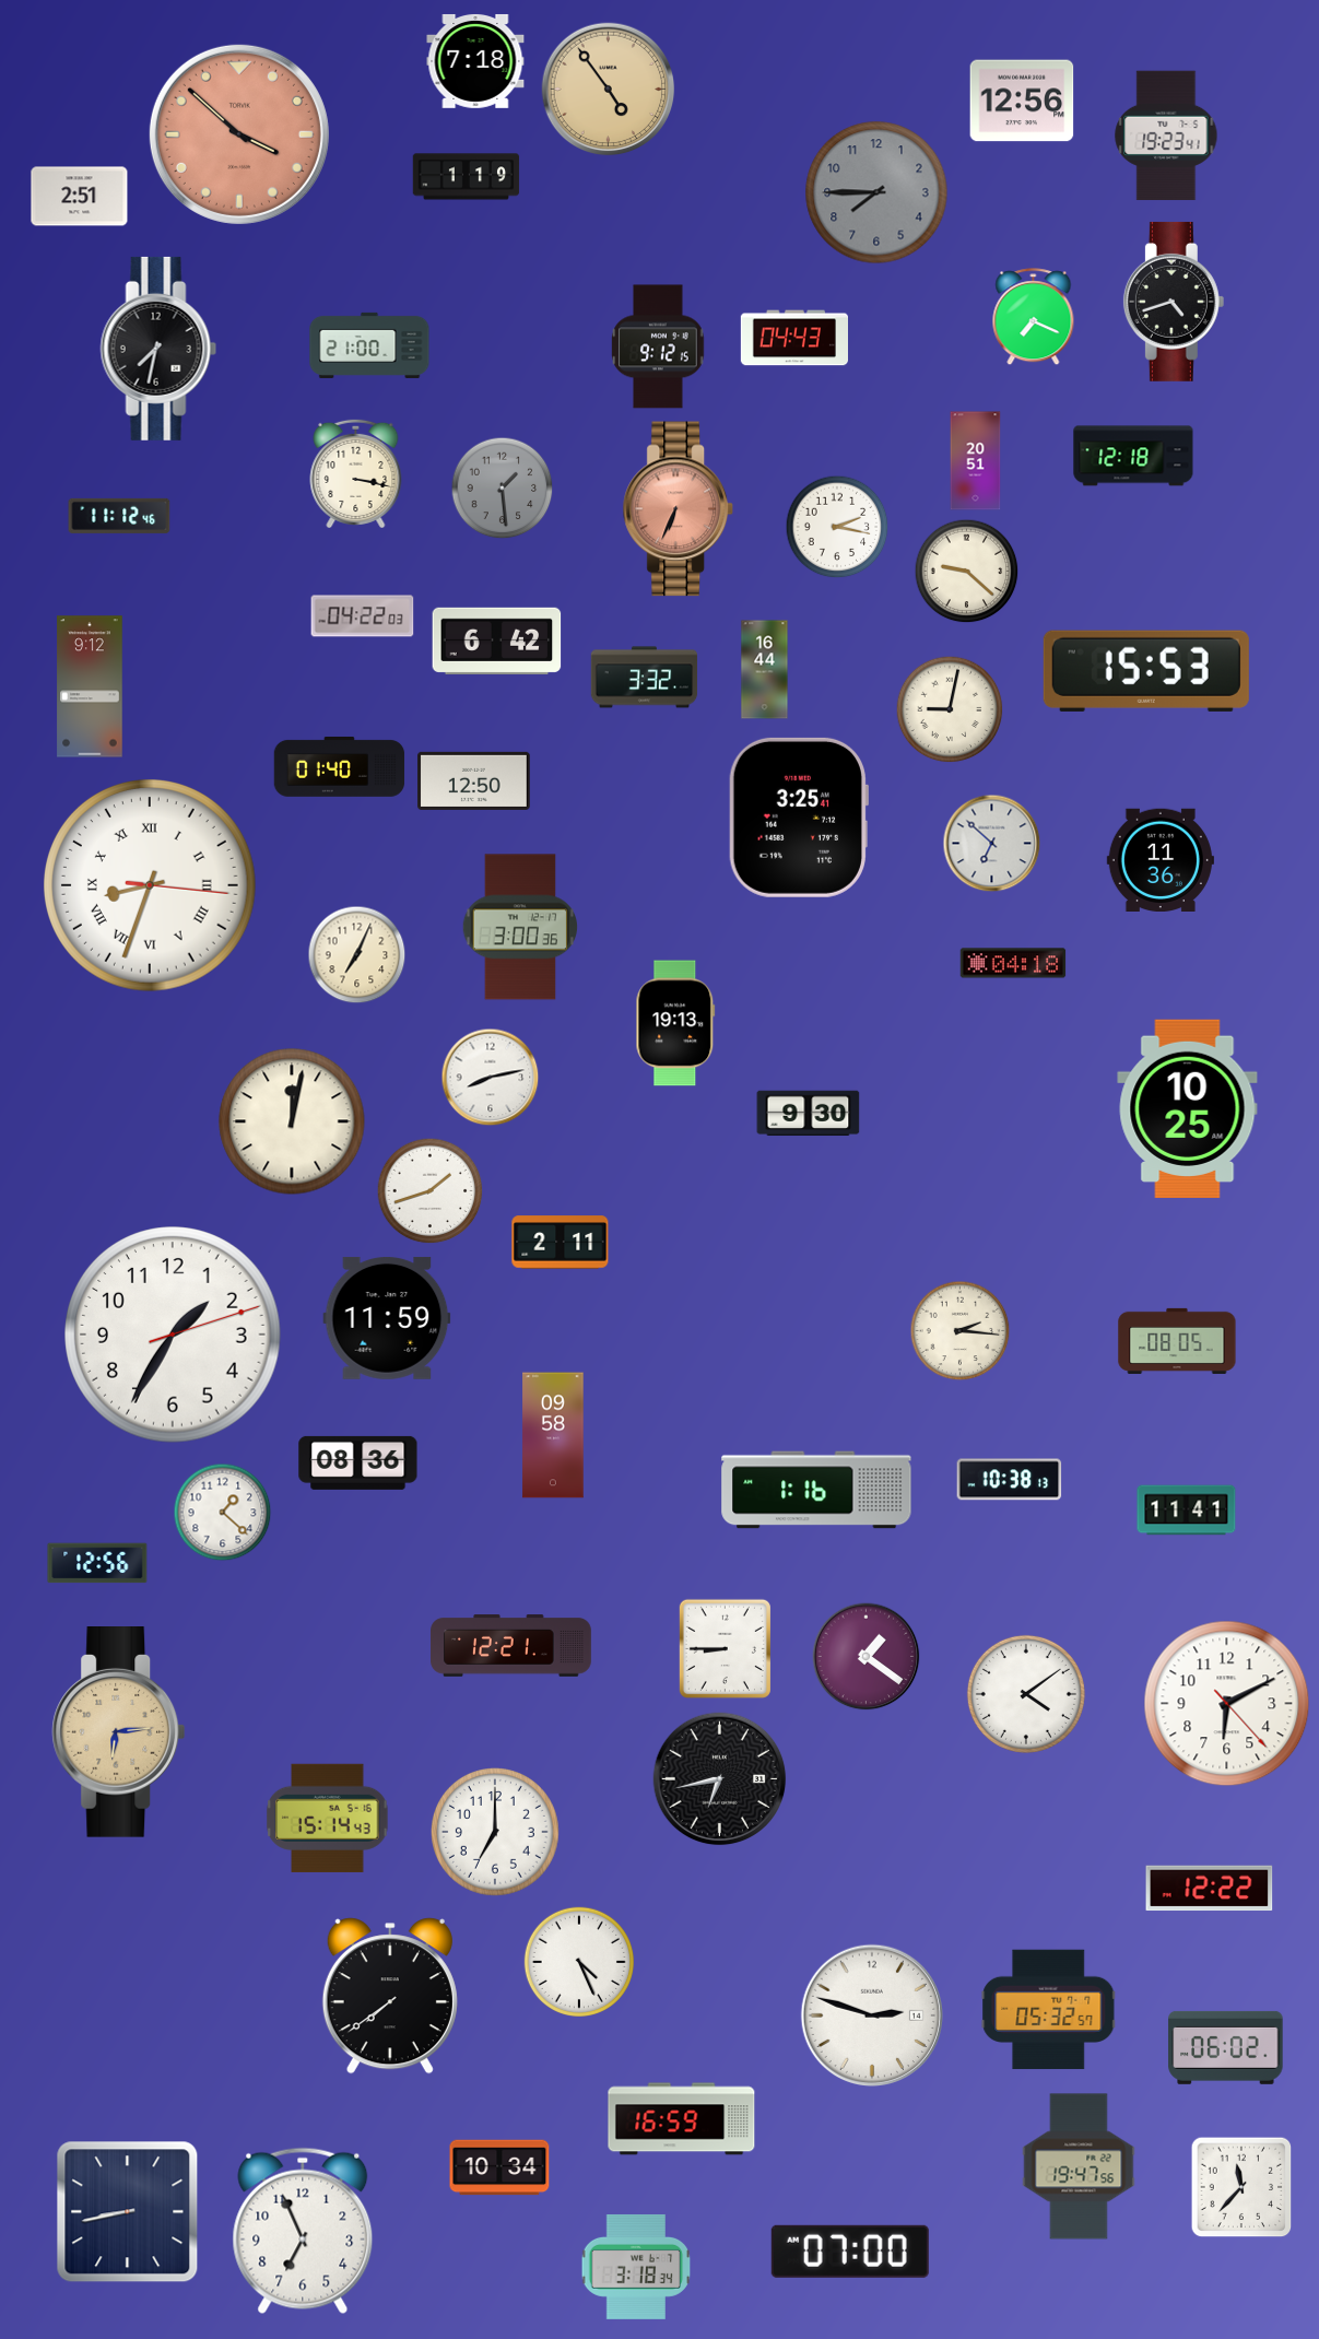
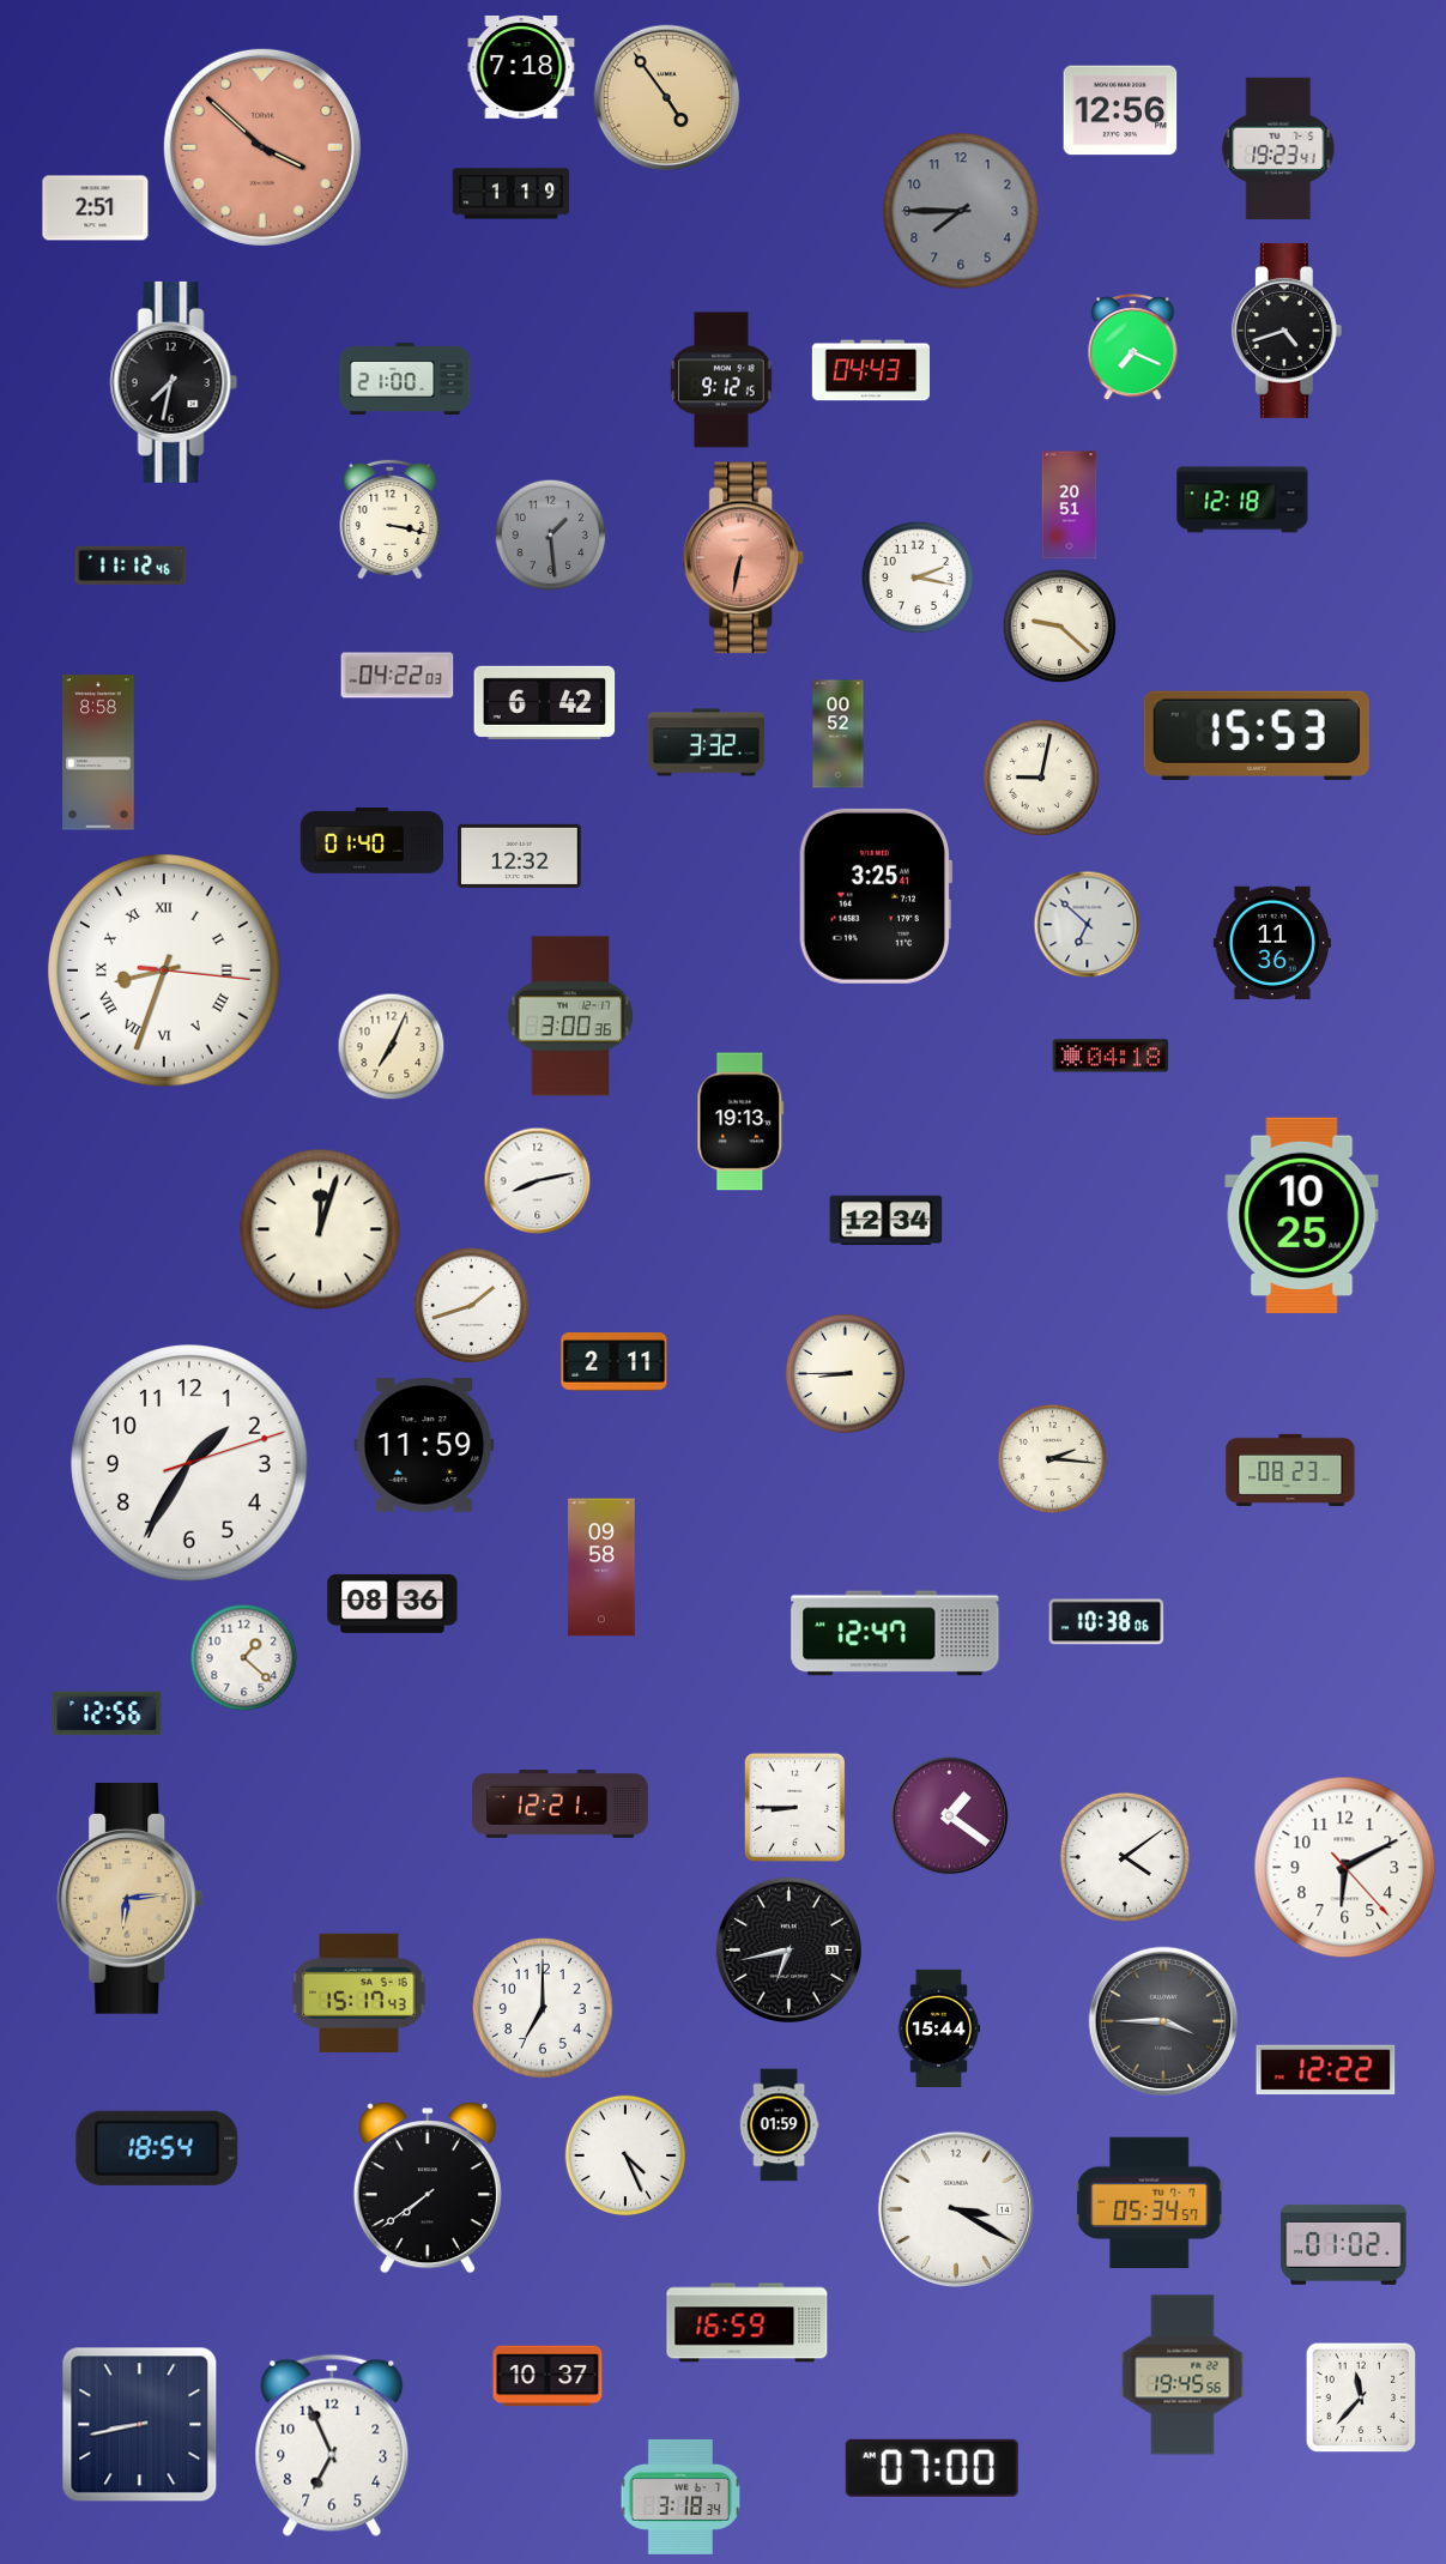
clock at (80, 197) position: (80, 197) -> (96, 208)
clock at (679, 509): 6:34 -> 6:32
clock at (765, 670): 16:44 -> 00:52
clock at (90, 686): 9:12 -> 8:58
clock at (474, 780): 12:50 -> 12:32
clock at (809, 1114): 9:30 -> 12:34
clock at (292, 1121): 12:02 -> 12:03
clock at (845, 1373): none -> 8:45
clock at (1177, 1341): 08:05 -> 08:23
clock at (553, 1435) position: (553, 1435) -> (601, 1567)
clock at (1010, 1480): 10:38:13 -> 10:38:06
clock at (816, 1490): 1:16 -> 12:47
clock at (1187, 1511): 11:41 -> none
clock at (328, 1818): 15:14 -> 15:17
clock at (1163, 2021): none -> 3:45
clock at (939, 2027): none -> 15:44
clock at (779, 2125): none -> 01:59
clock at (157, 2148): none -> 18:54
clock at (578, 1961) position: (578, 1961) -> (624, 2154)
clock at (1049, 2010): 05:32 -> 05:34
clock at (871, 2014): 2:48 -> 3:20
clock at (1226, 2047): 06:02 -> 01:02
clock at (1079, 2166): 19:47 -> 19:45
clock at (499, 2167): 10:34 -> 10:37
clock at (636, 2267) position: (636, 2267) -> (680, 2497)
